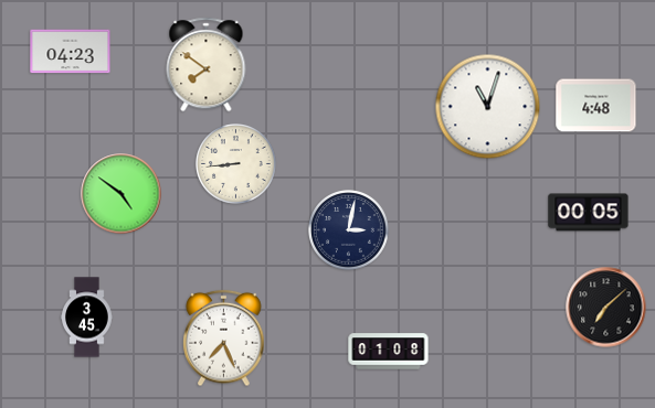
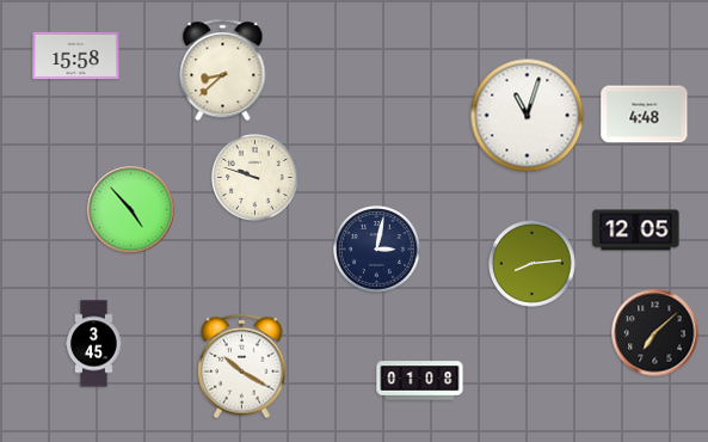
clock at (71, 52): 04:23 -> 15:58
clock at (207, 65): 7:51 -> 8:38
clock at (236, 164): 8:44 -> 9:48
clock at (122, 194): 4:51 -> 4:53
clock at (589, 213): 00:05 -> 12:05
clock at (532, 264): none -> 8:14
clock at (224, 339): 7:26 -> 10:20
